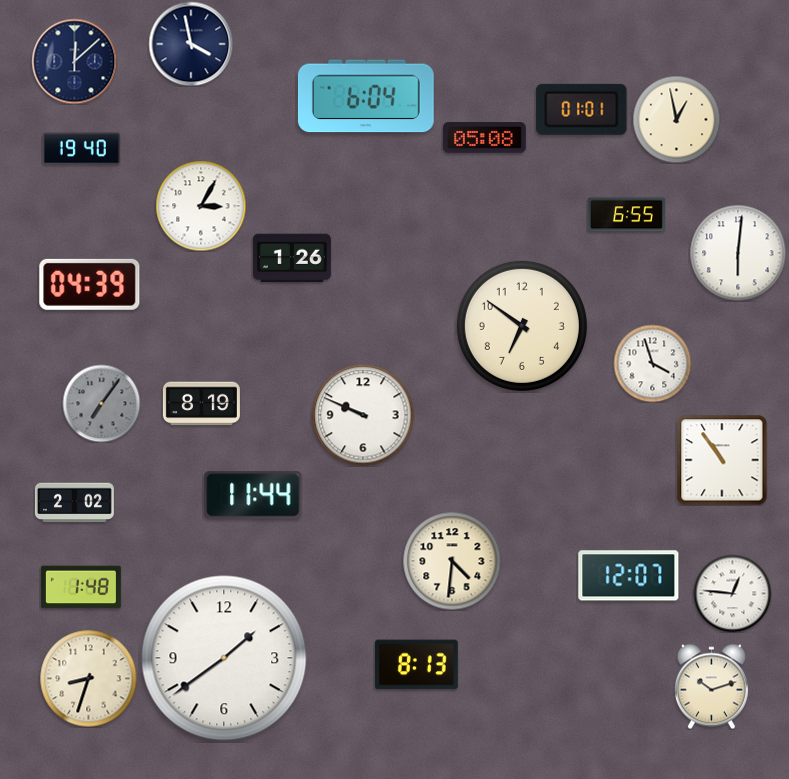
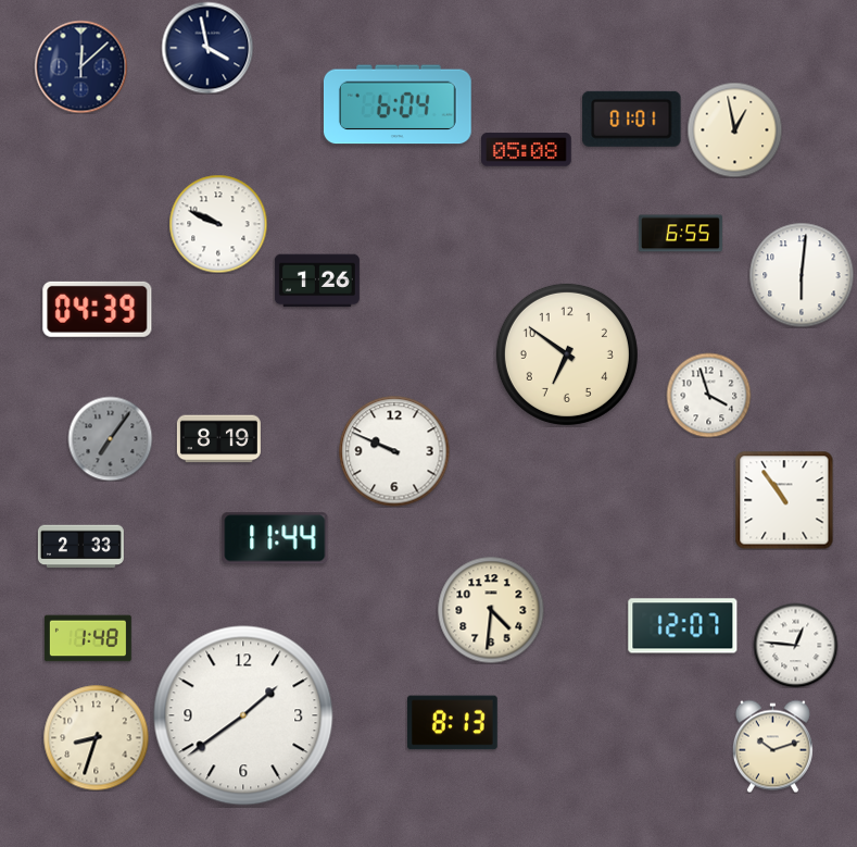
clock at (81, 149): 19:40 -> none
clock at (201, 206): 3:05 -> 9:49
clock at (74, 503): 2:02 -> 2:33
